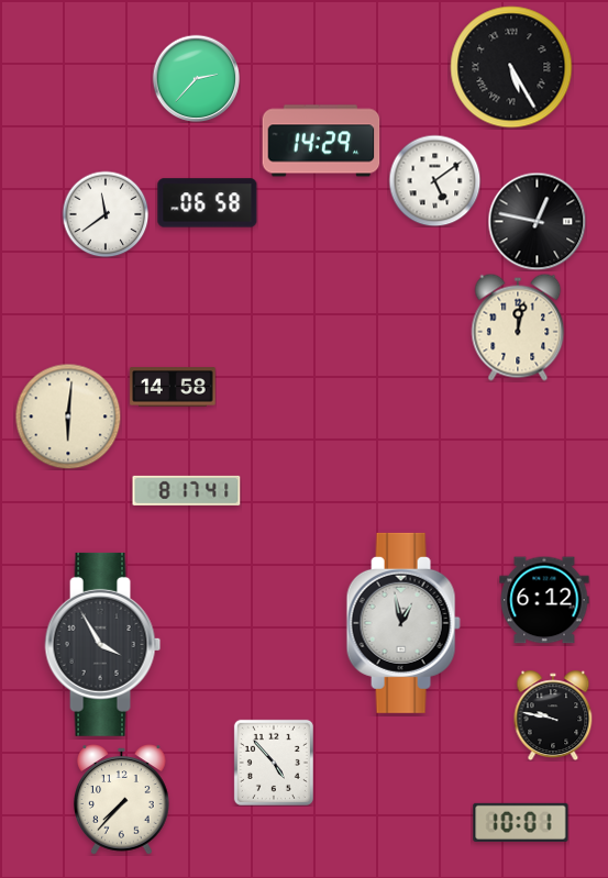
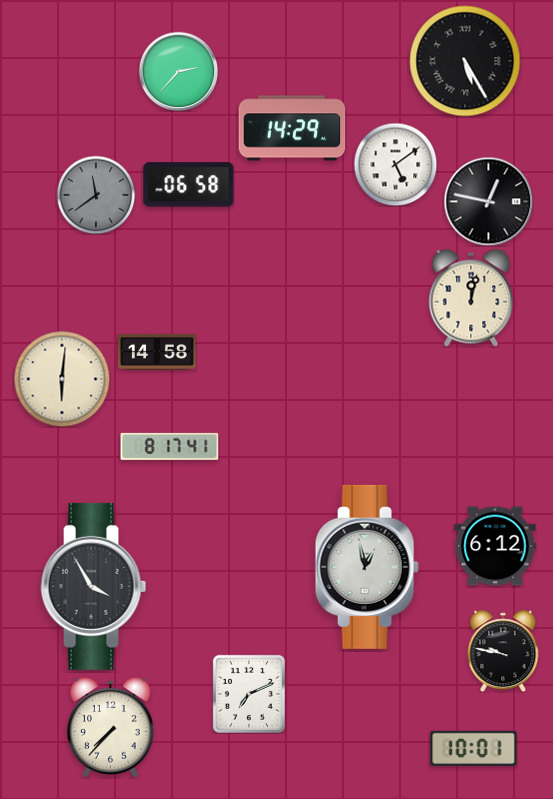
clock at (106, 214) dial: white -> grey
clock at (274, 763): 4:53 -> 7:11
